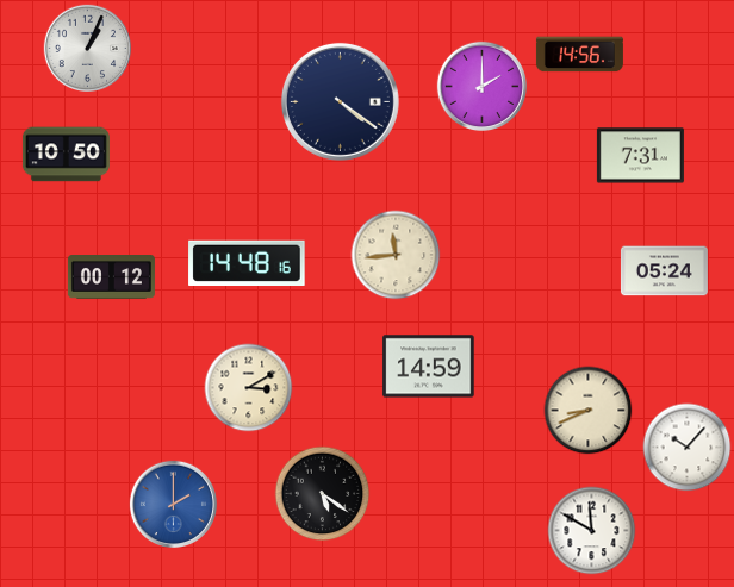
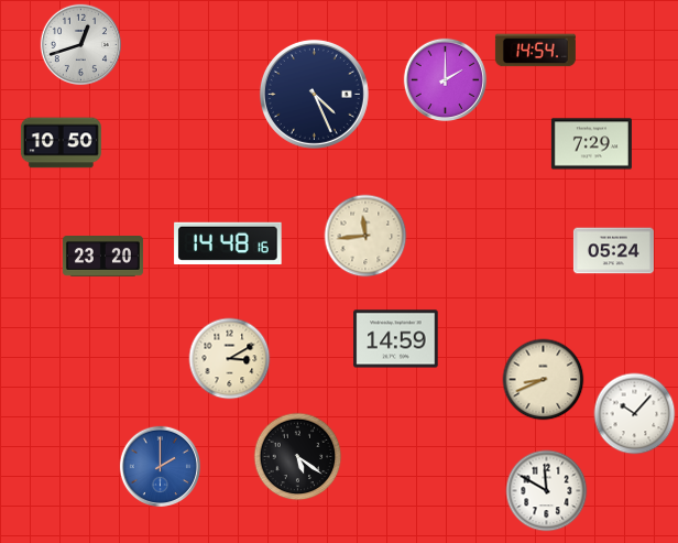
clock at (87, 48): 1:04 -> 12:42
clock at (579, 55): 14:56 -> 14:54
clock at (340, 101): 4:21 -> 4:26
clock at (640, 156): 7:31 -> 7:29
clock at (111, 277): 00:12 -> 23:20
